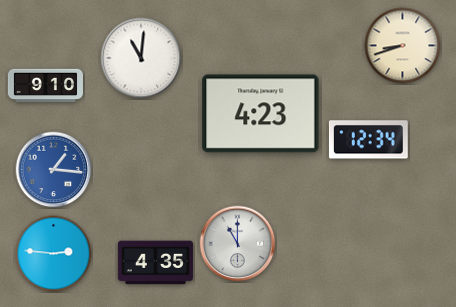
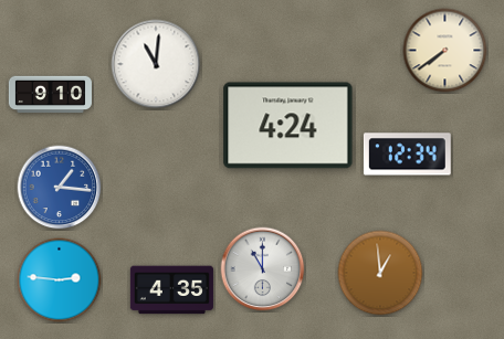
clock at (403, 46): 8:42 -> 7:39
clock at (261, 114): 4:23 -> 4:24
clock at (380, 273): none -> 12:59
